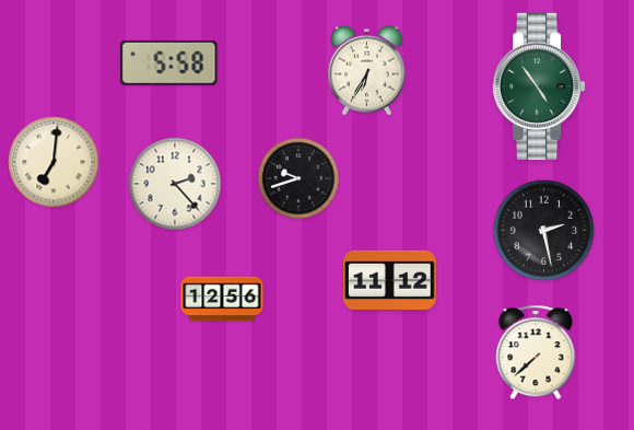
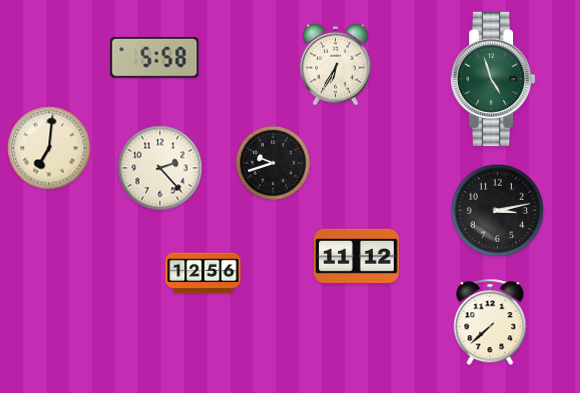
clock at (540, 86): 4:54 -> 4:57
clock at (544, 231): 2:28 -> 3:13
